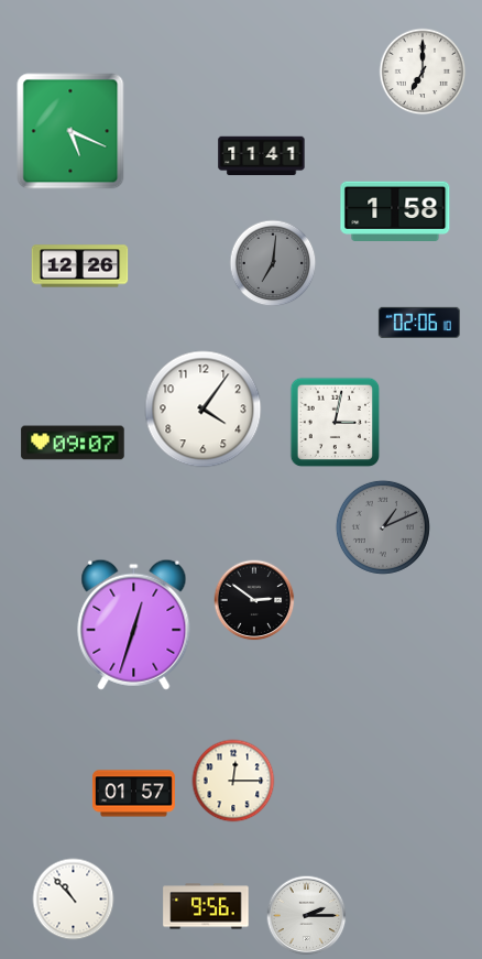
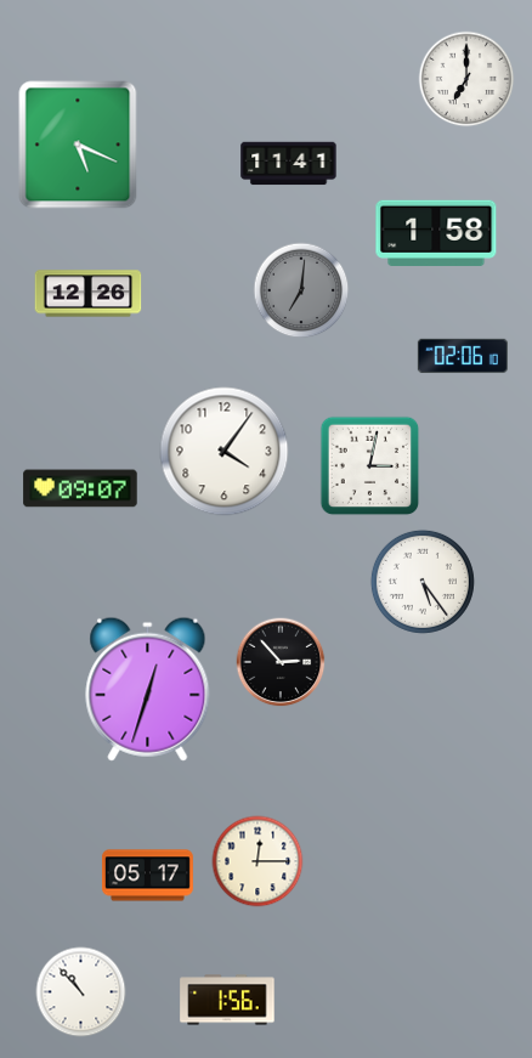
clock at (262, 156) position: (262, 156) -> (289, 164)
clock at (383, 527): 1:11 -> 5:24
clock at (383, 527) dial: grey -> white
clock at (254, 600): 2:51 -> 2:53
clock at (133, 794): 01:57 -> 05:17
clock at (206, 906): 9:56 -> 1:56
clock at (307, 916): 2:15 -> none
